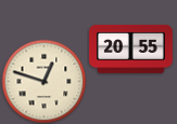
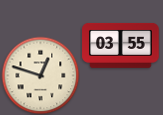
clock at (131, 49): 20:55 -> 03:55
